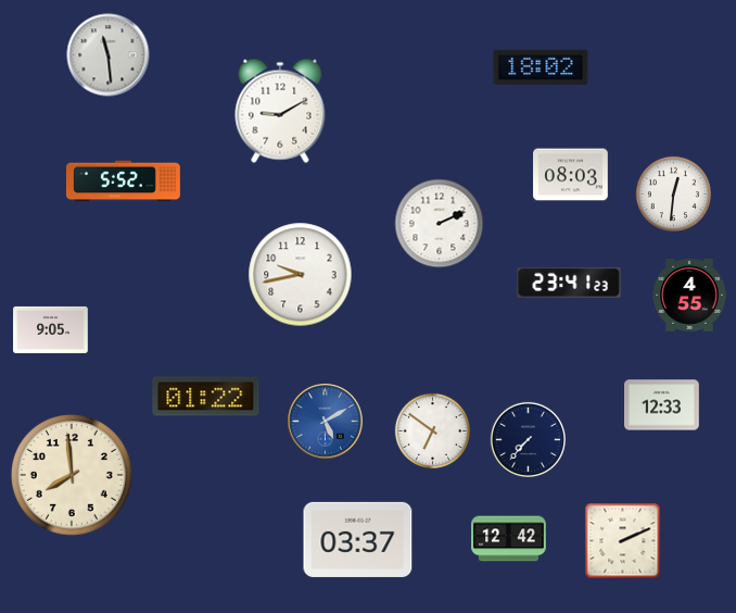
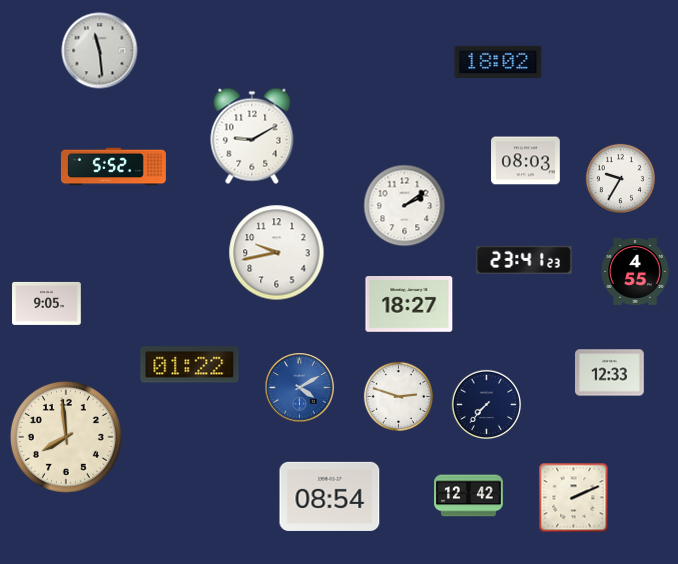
clock at (280, 111) position: (280, 111) -> (252, 136)
clock at (673, 193): 12:31 -> 9:35
clock at (440, 224): 2:11 -> 2:09
clock at (409, 305): none -> 18:27
clock at (326, 422): 5:10 -> 4:10
clock at (432, 430): 6:51 -> 2:48
clock at (358, 539): 03:37 -> 08:54
